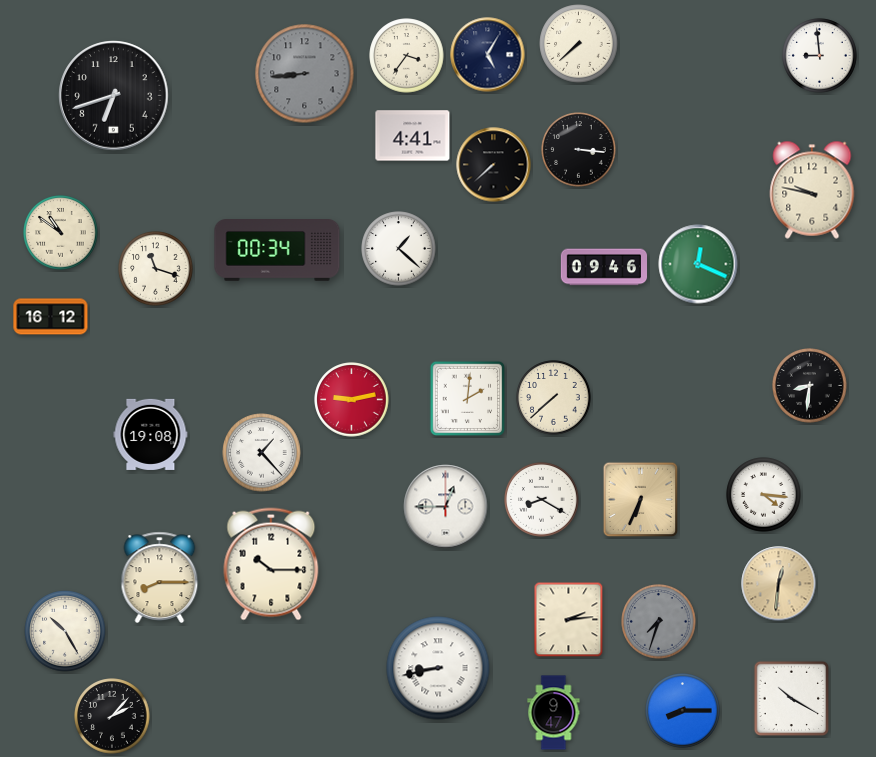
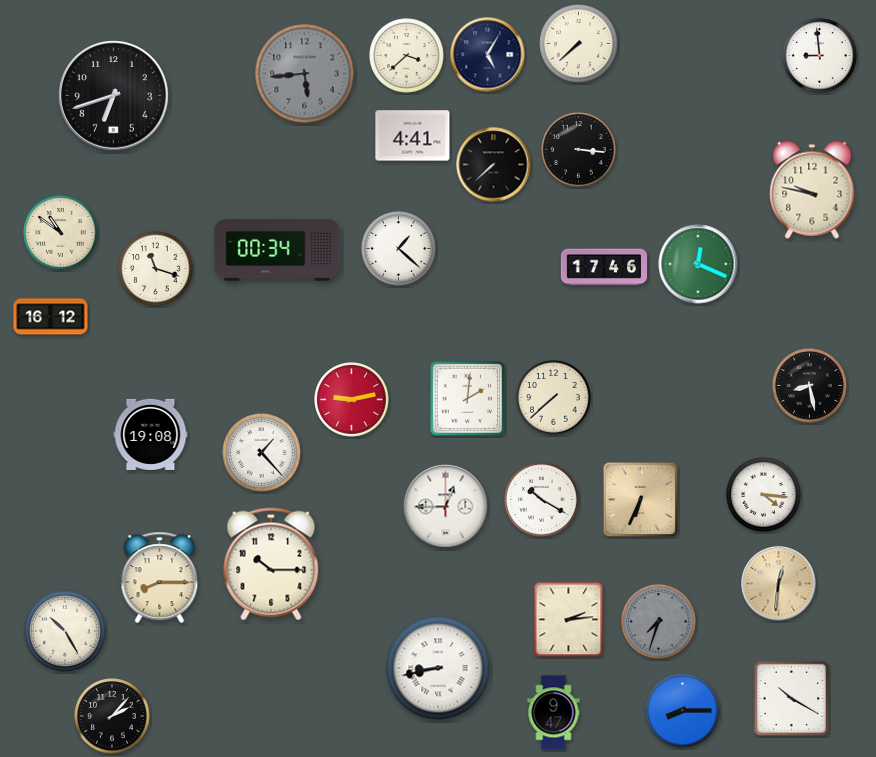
clock at (407, 56): 3:36 -> 3:38
clock at (305, 74): 8:44 -> 5:44
clock at (604, 267): 09:46 -> 17:46
clock at (810, 386): 8:31 -> 8:28
clock at (542, 500): 8:20 -> 10:20
